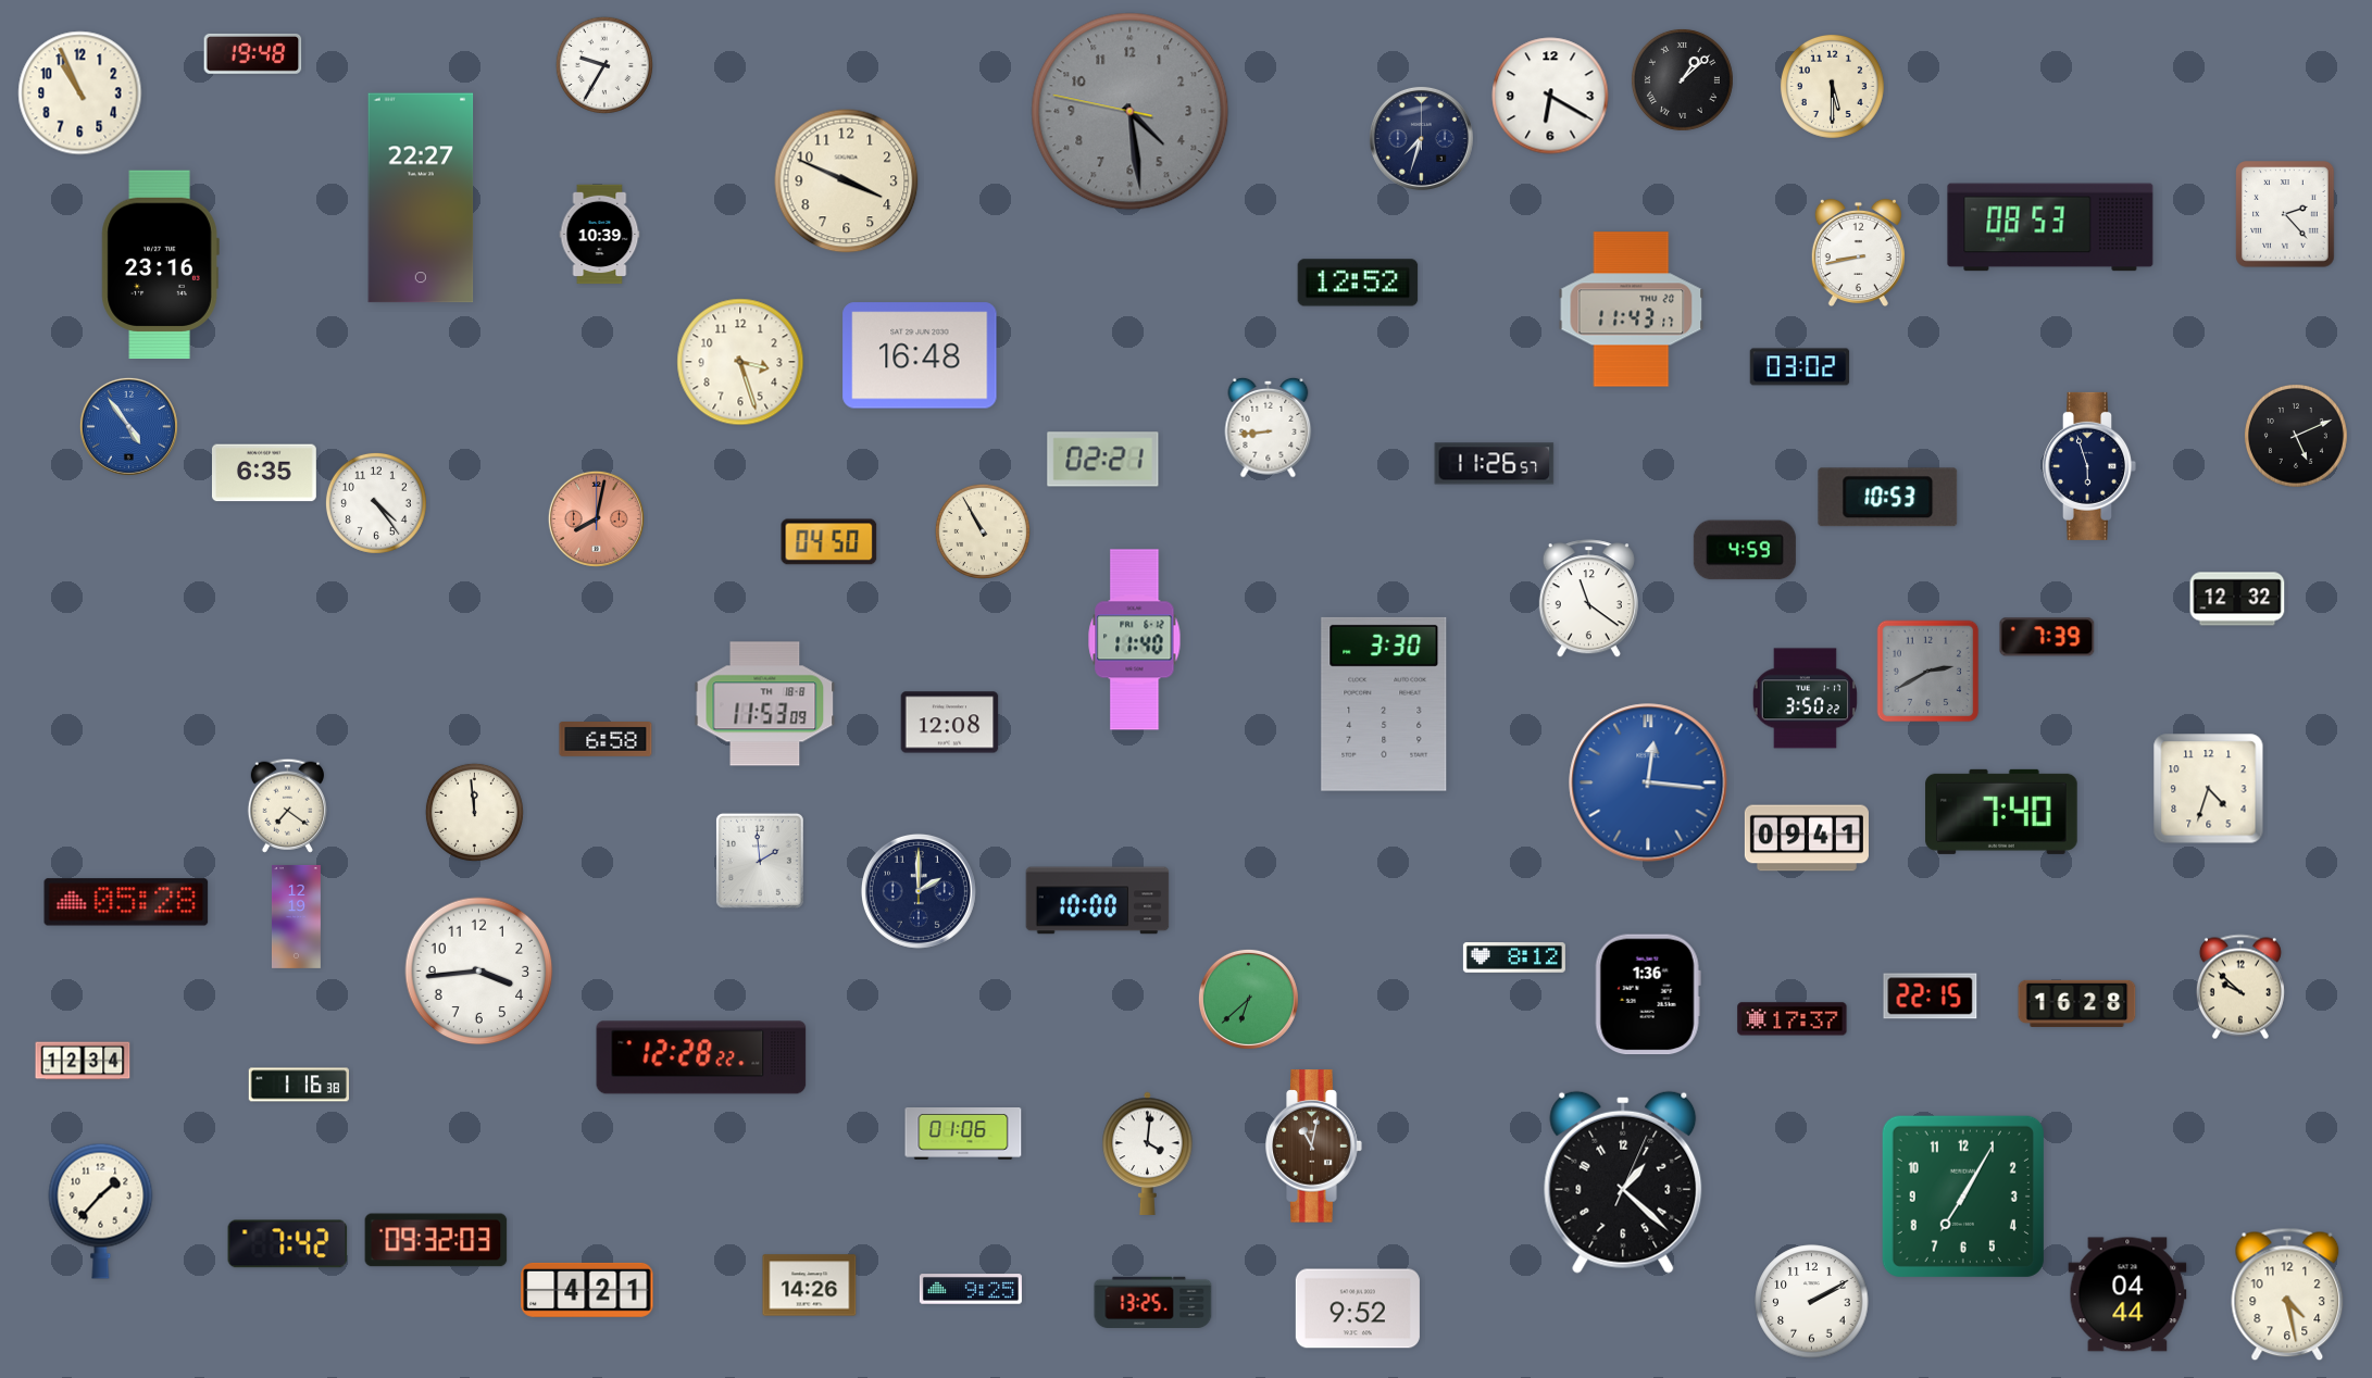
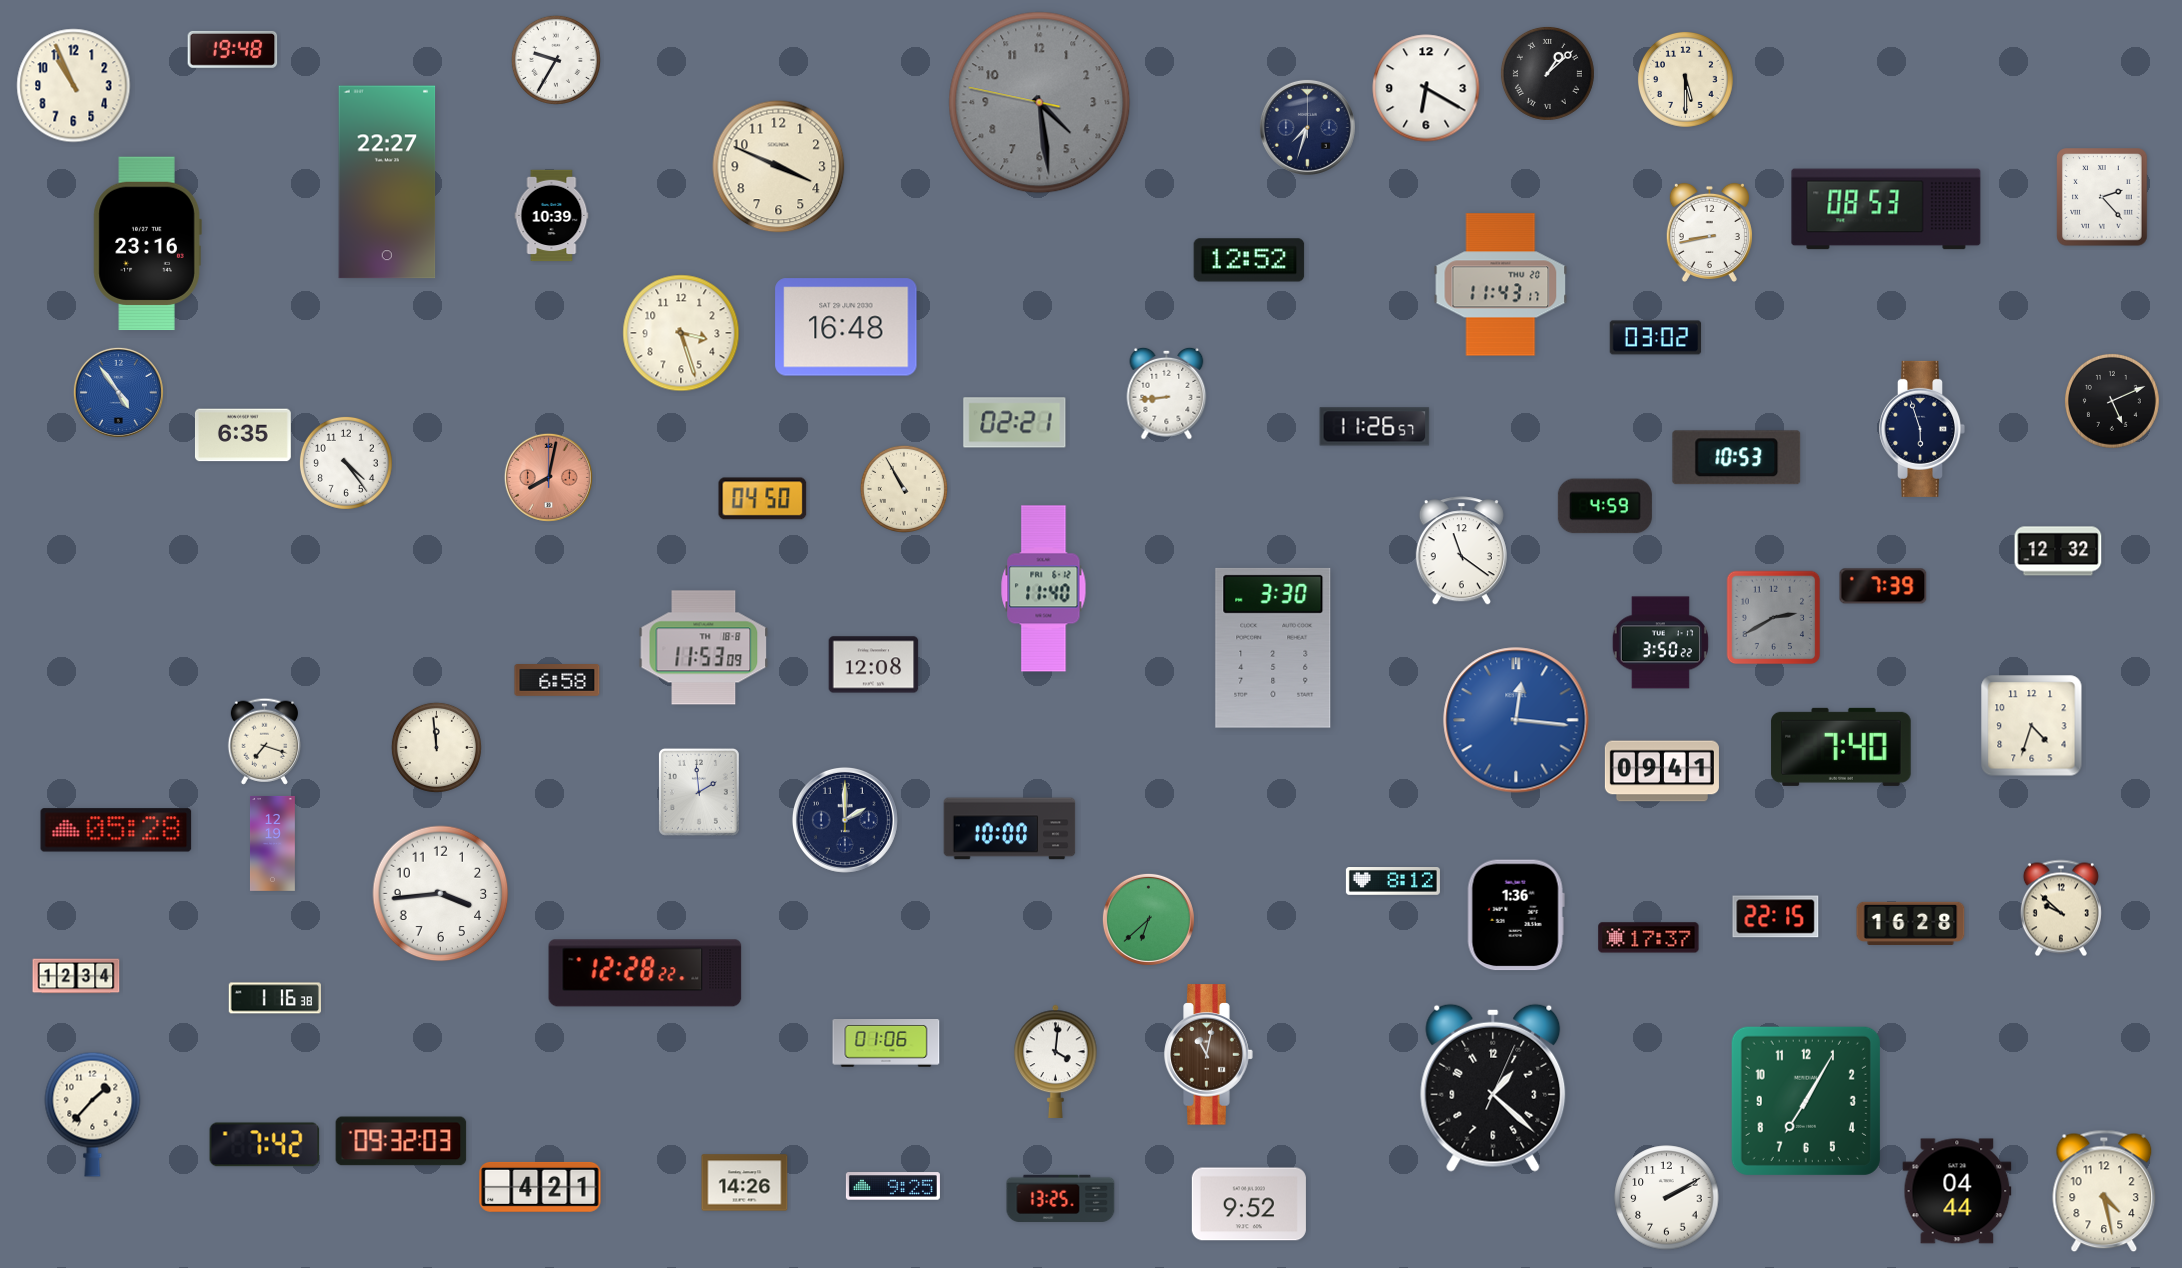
clock at (287, 805): 7:21 -> 7:18
